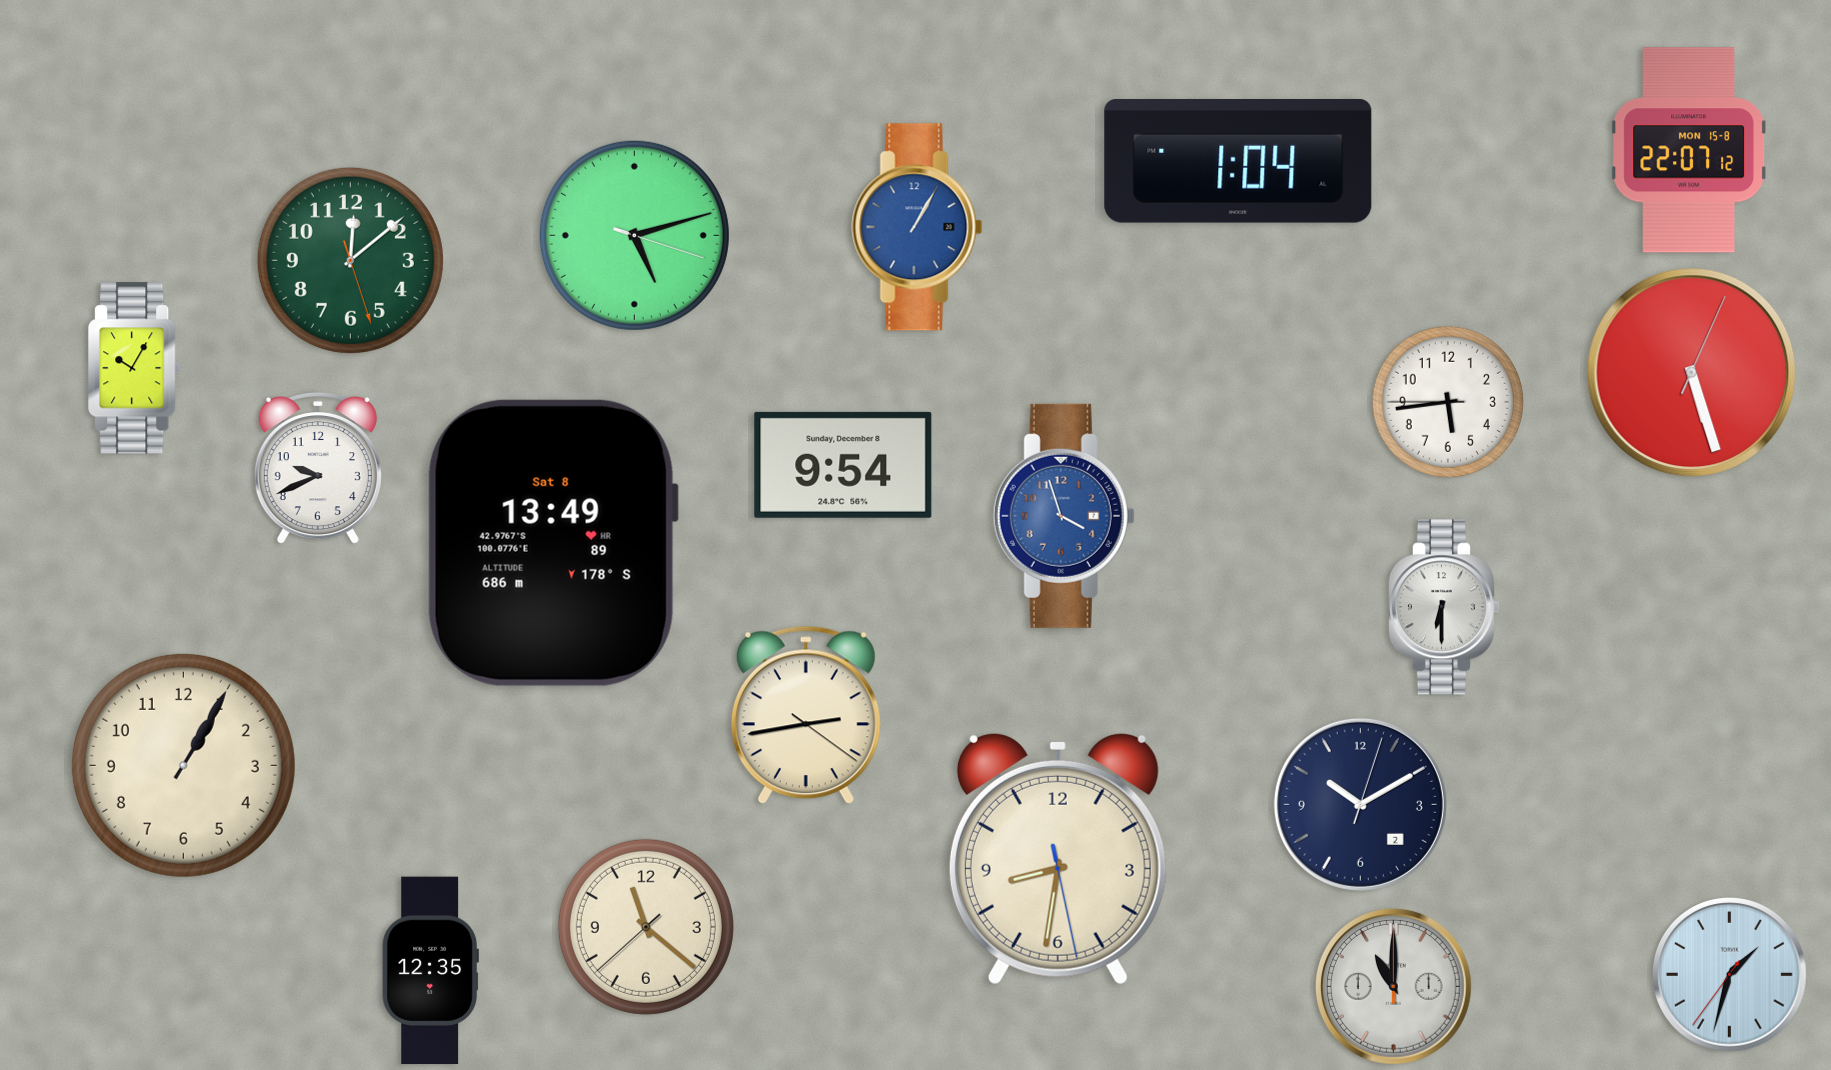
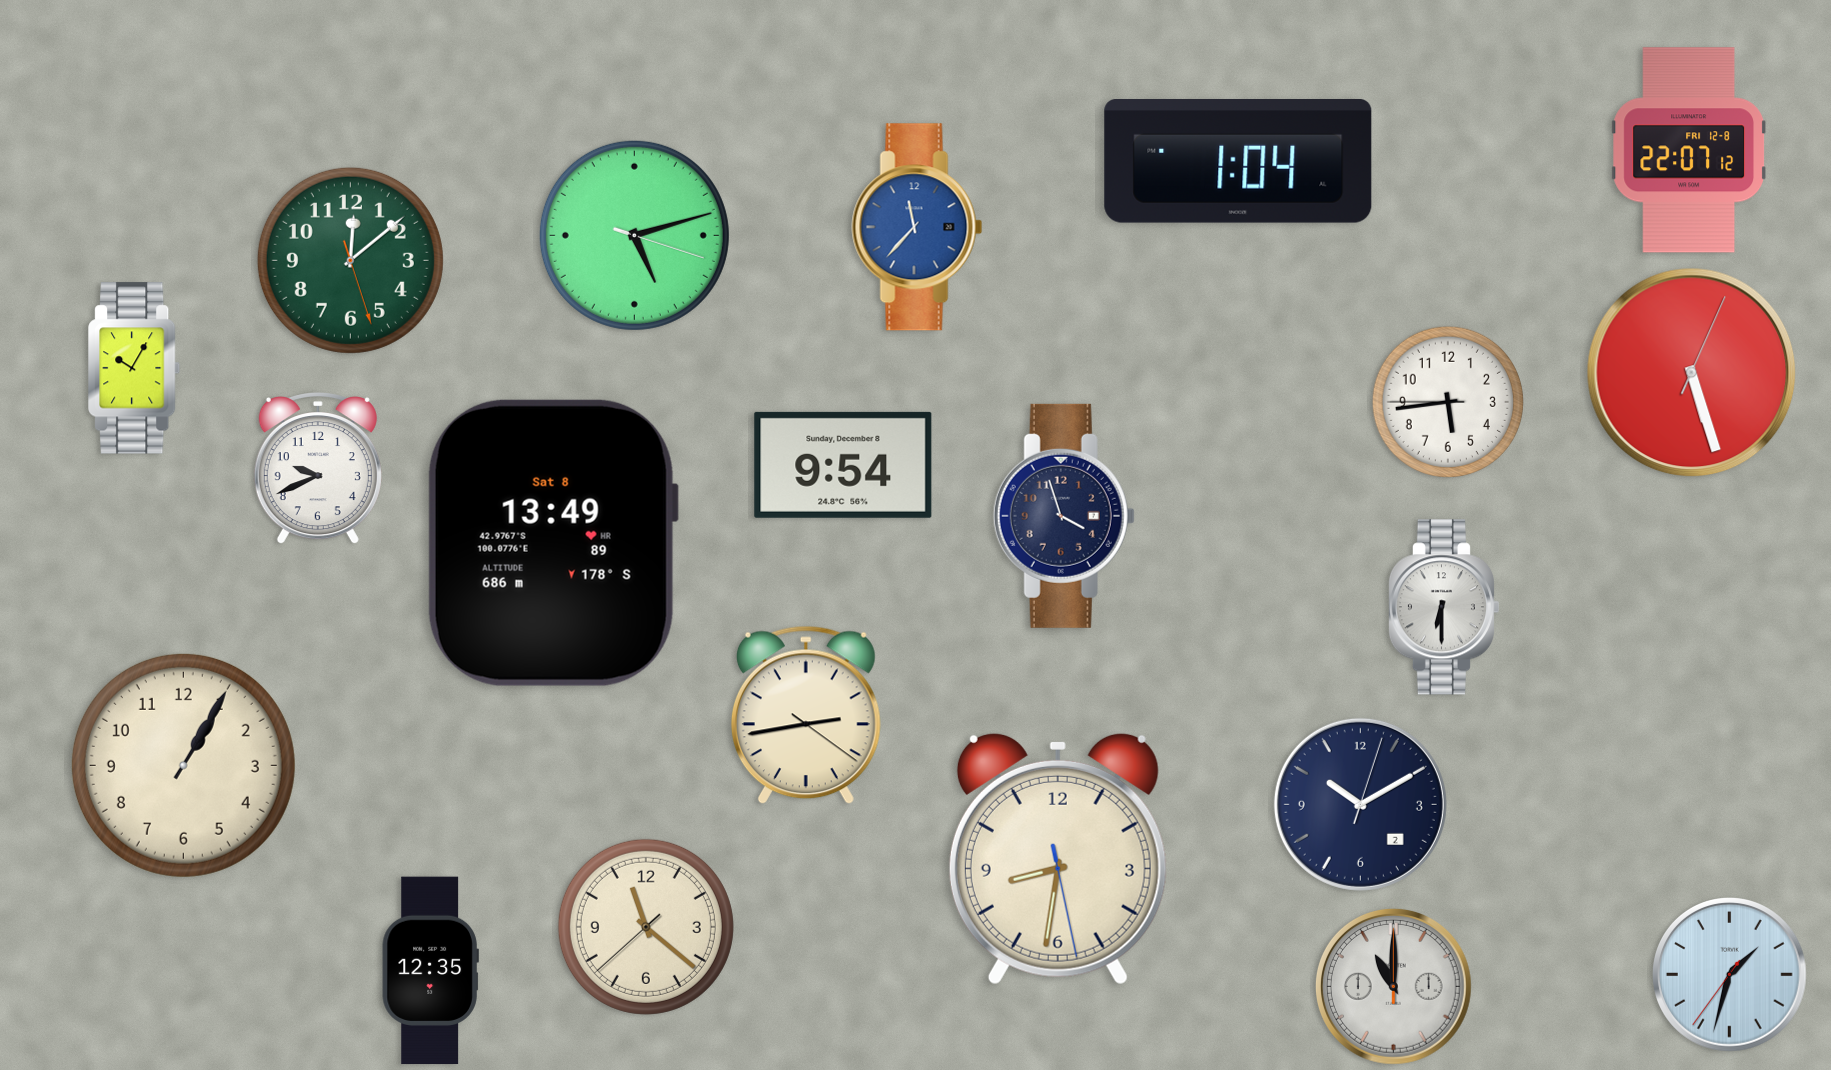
clock at (1689, 150) date: MON 15-8 -> FRI 12-8
clock at (917, 227): 1:05 -> 11:37
clock at (1064, 516) dial: blue -> navy
